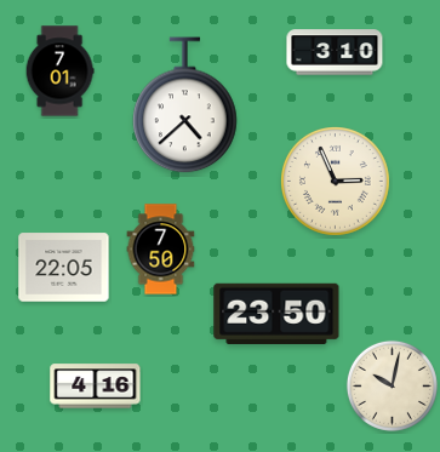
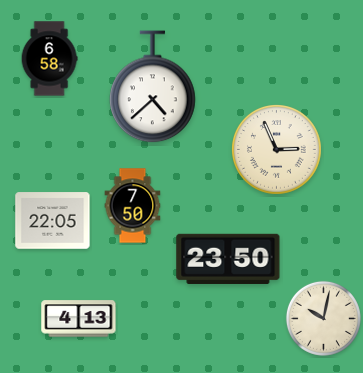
clock at (335, 52): 3:10 -> none
clock at (59, 71): 7:01 -> 6:58
clock at (96, 387): 4:16 -> 4:13
